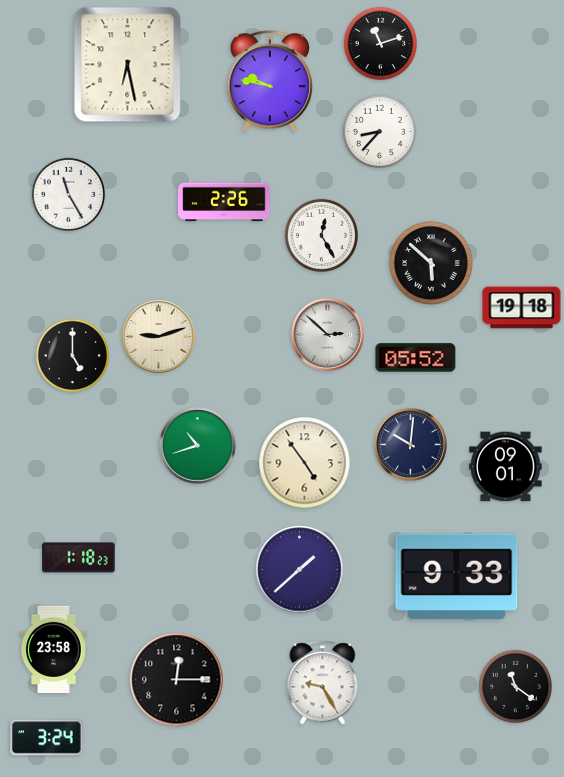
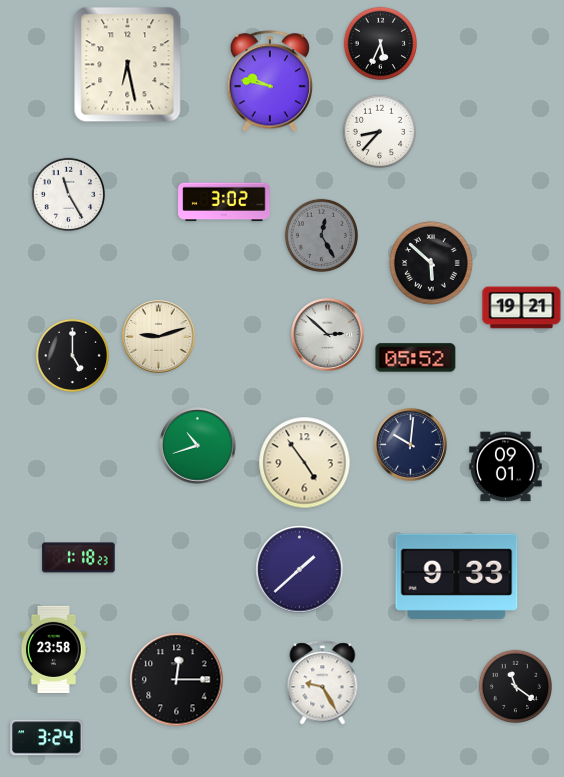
clock at (380, 43): 11:12 -> 5:34
clock at (224, 202): 2:26 -> 3:02
clock at (321, 235) dial: white -> grey
clock at (522, 308): 19:18 -> 19:21
